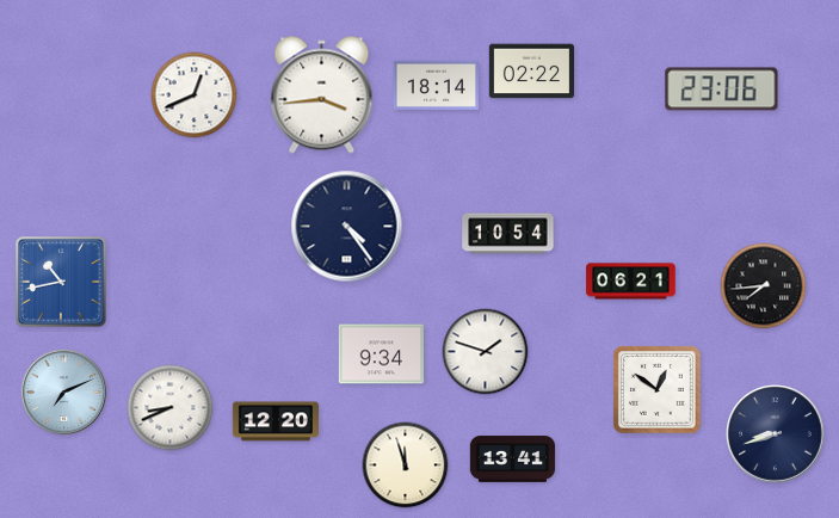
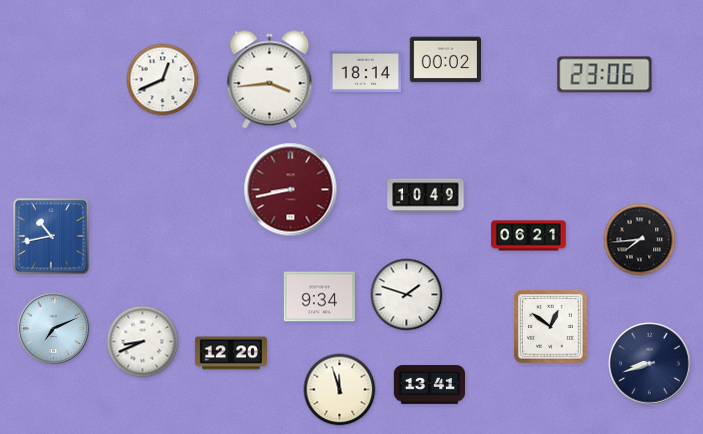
clock at (531, 72): 02:22 -> 00:02
clock at (347, 227): 4:24 -> 8:43
clock at (347, 227) dial: navy -> burgundy
clock at (508, 234): 10:54 -> 10:49
